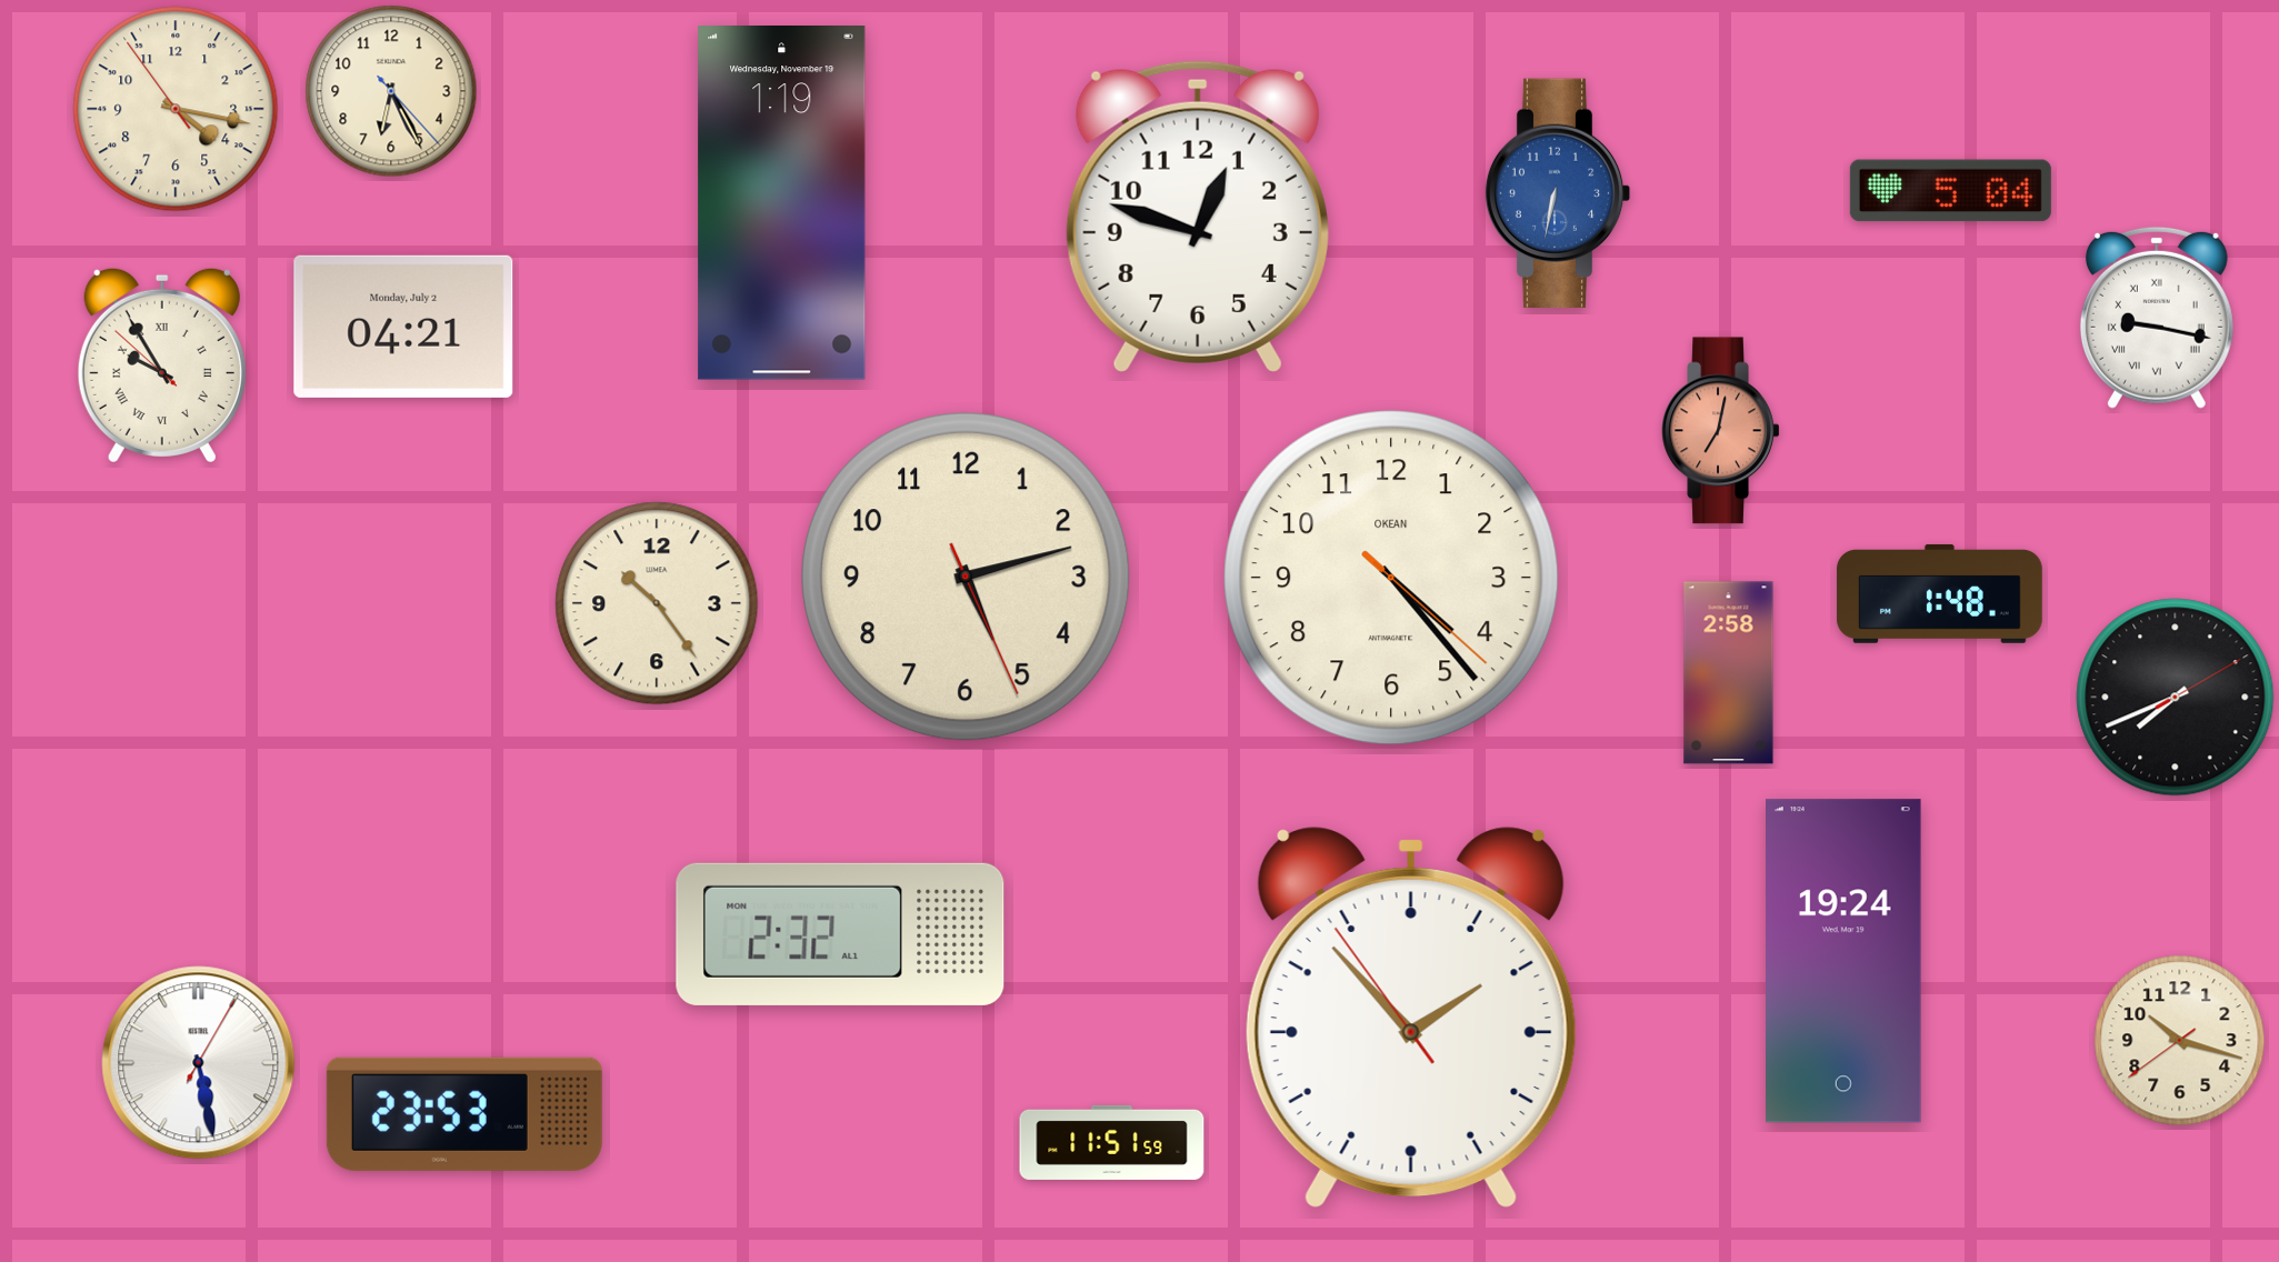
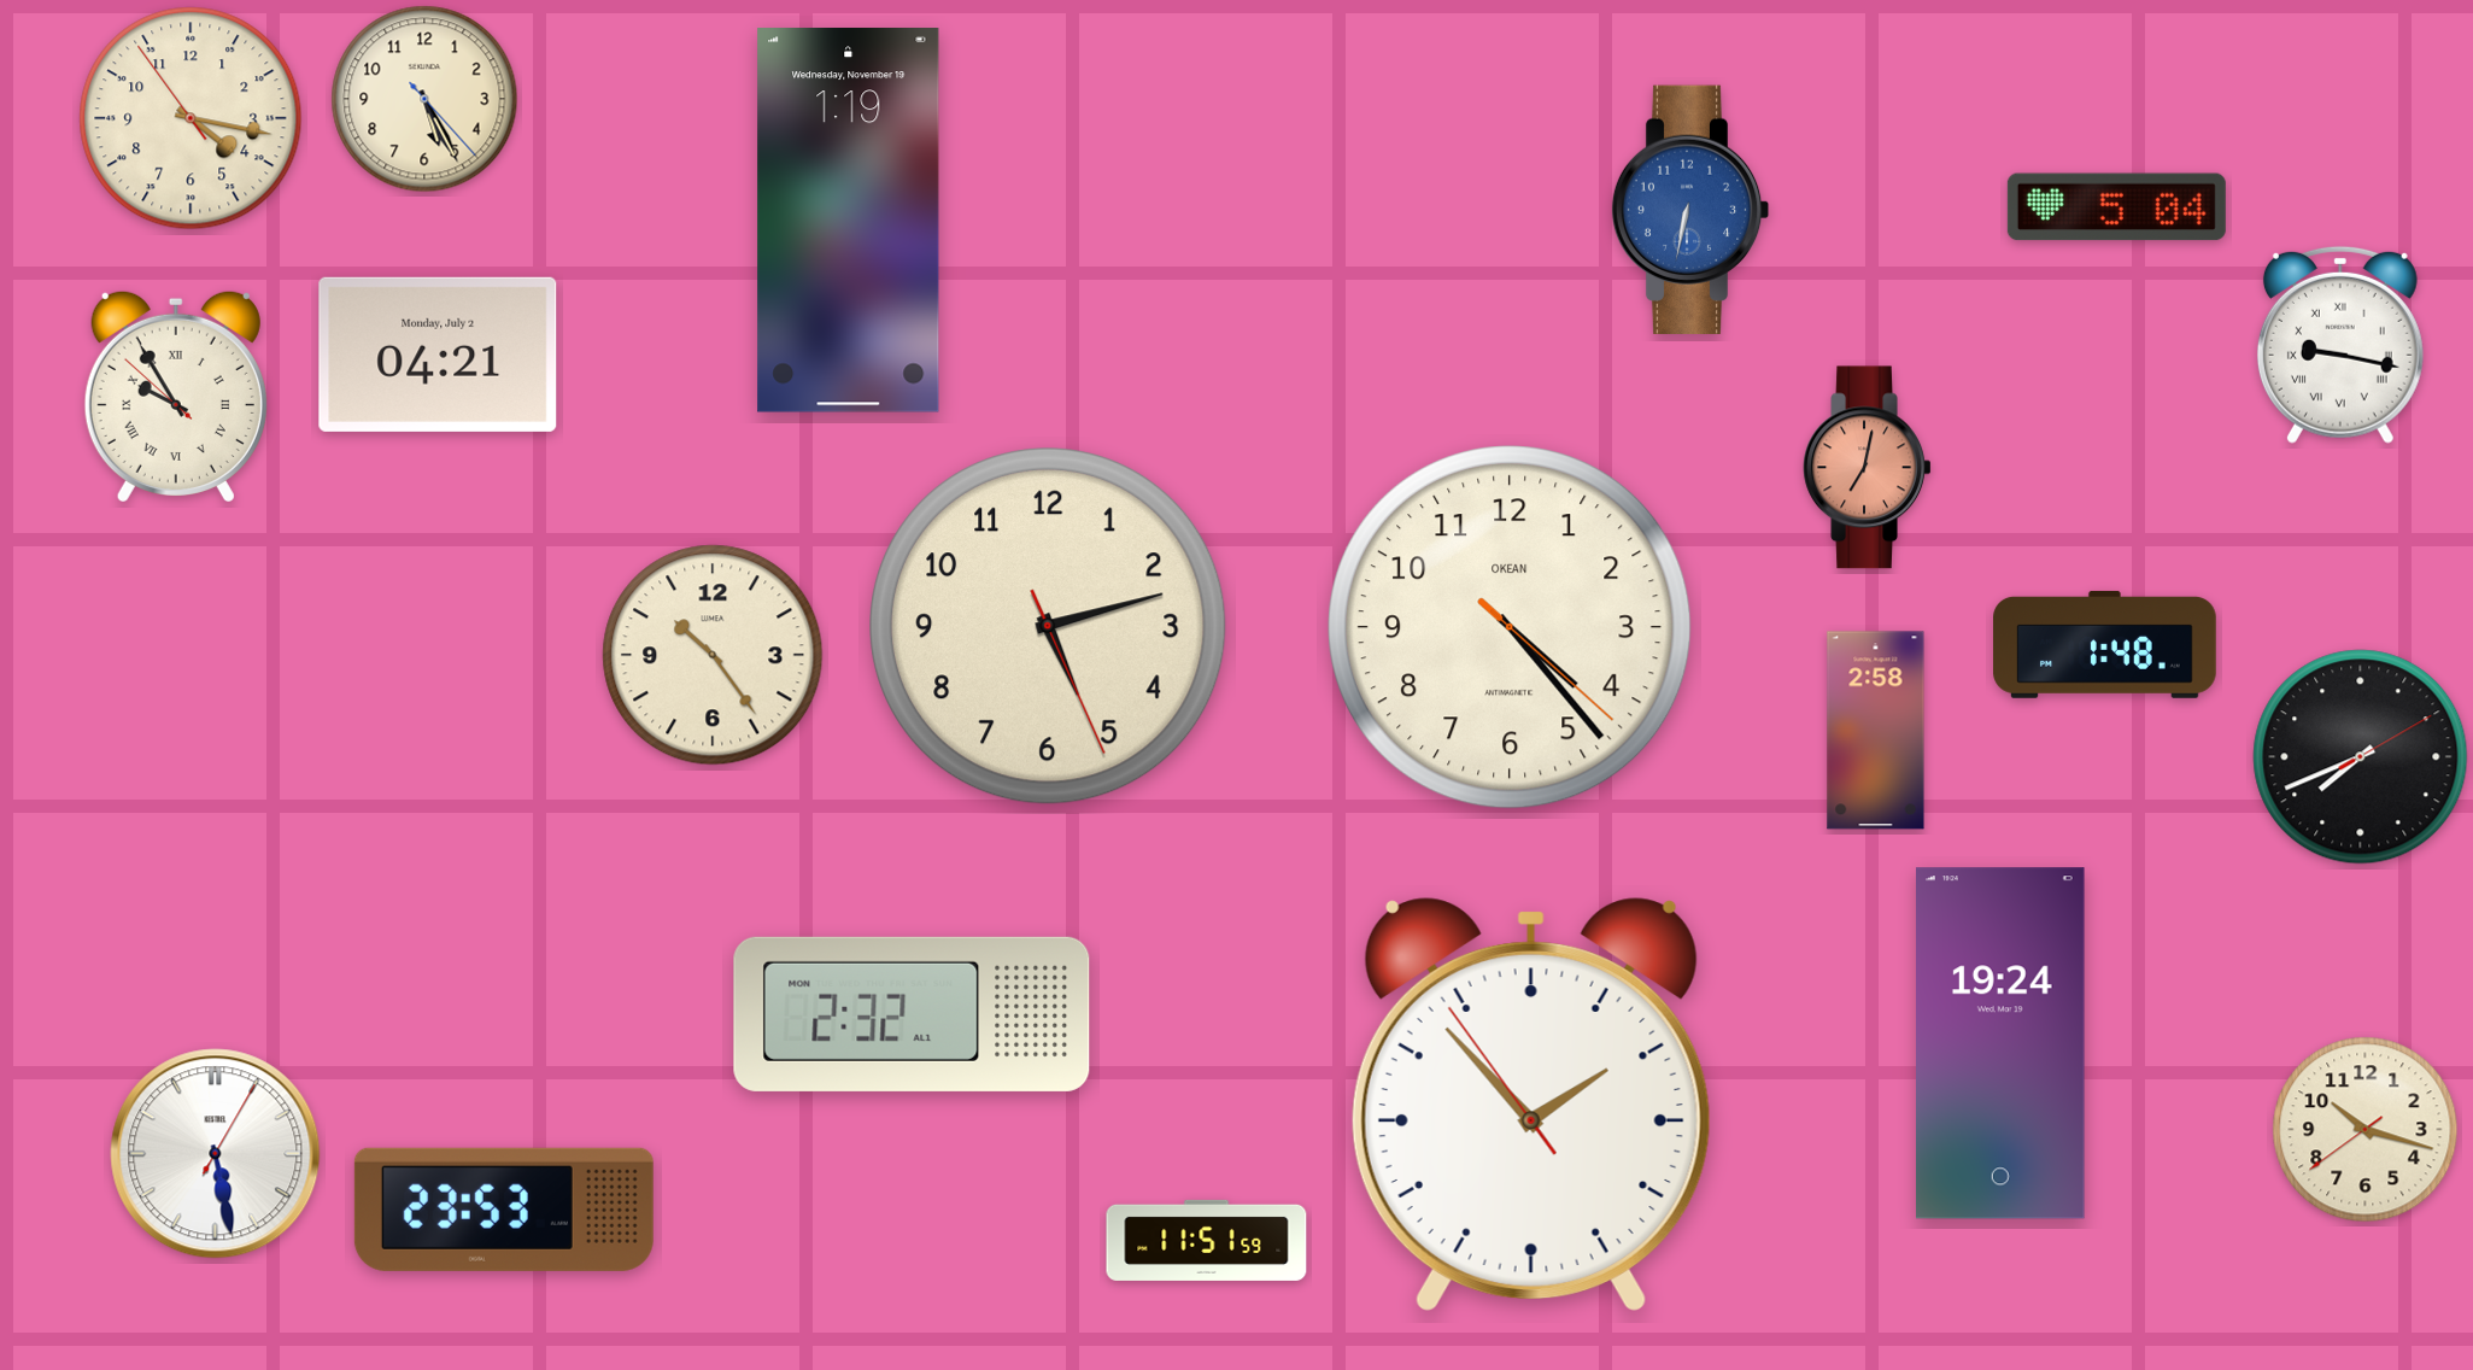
clock at (391, 91): 6:25 -> 5:25
clock at (1198, 217): 12:48 -> none
